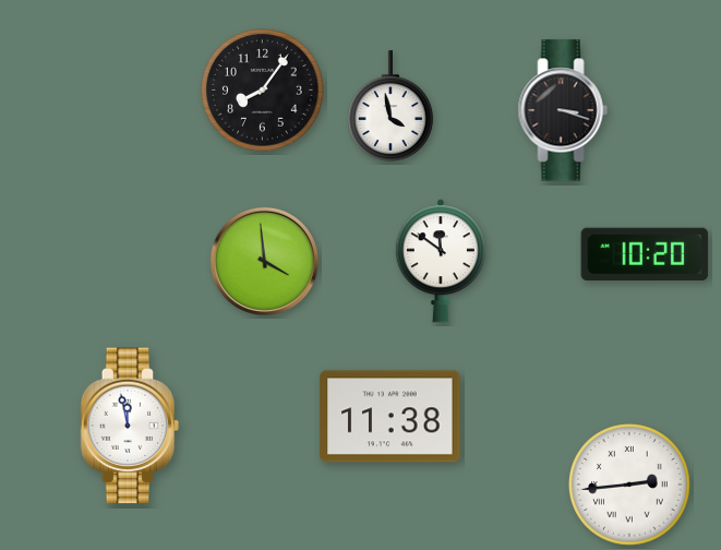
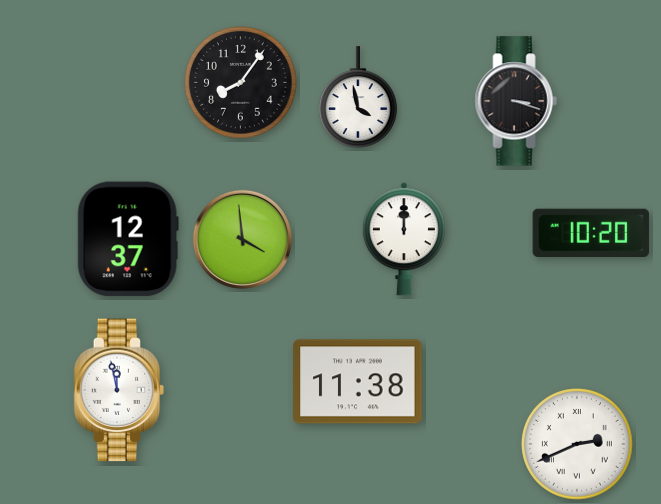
clock at (128, 239): none -> 12:37
clock at (441, 261): 11:51 -> 12:00
clock at (630, 486): 2:44 -> 2:41
